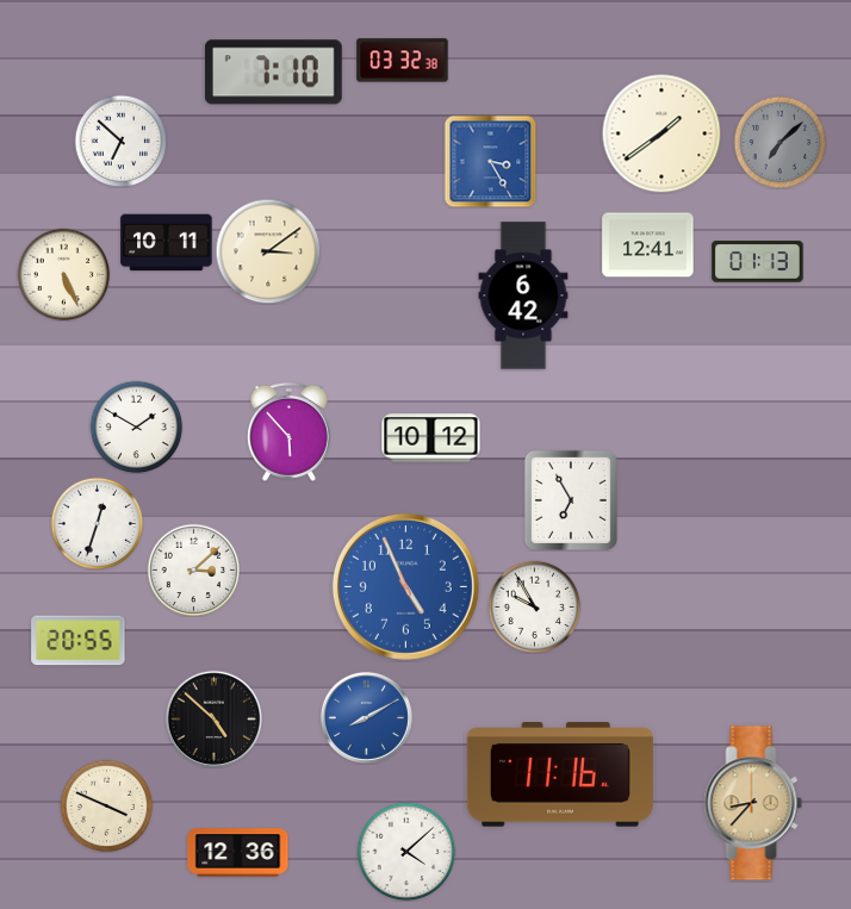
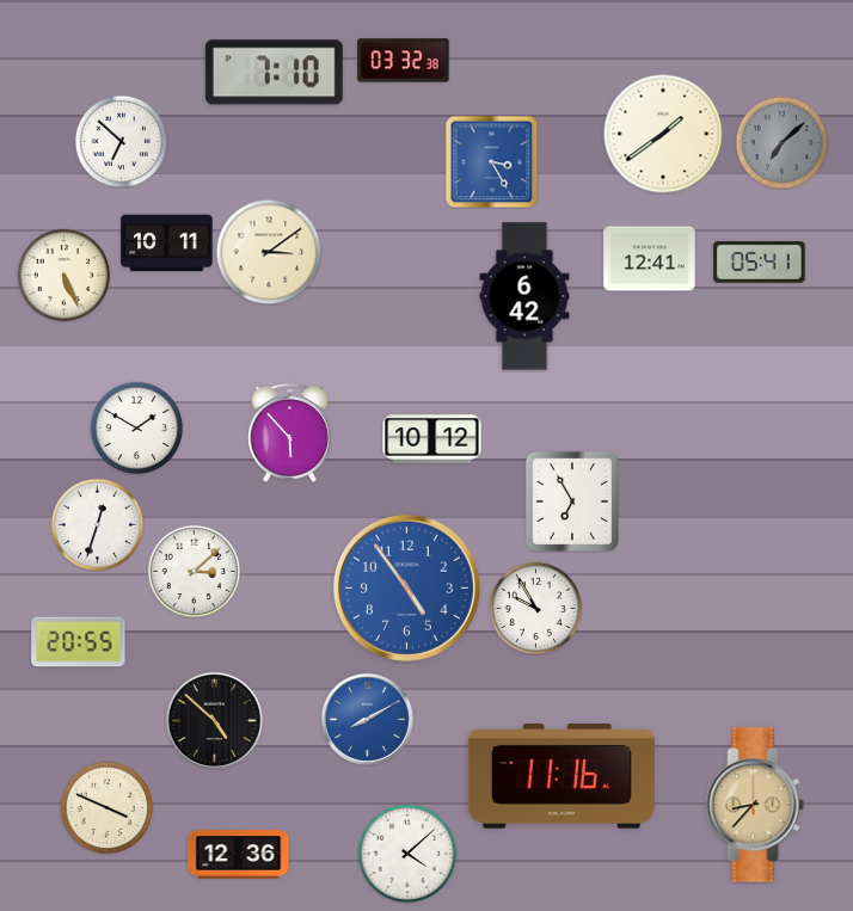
clock at (648, 245) position: (648, 245) -> (650, 259)
clock at (758, 262): 01:13 -> 05:41
clock at (405, 586): 4:56 -> 4:54
